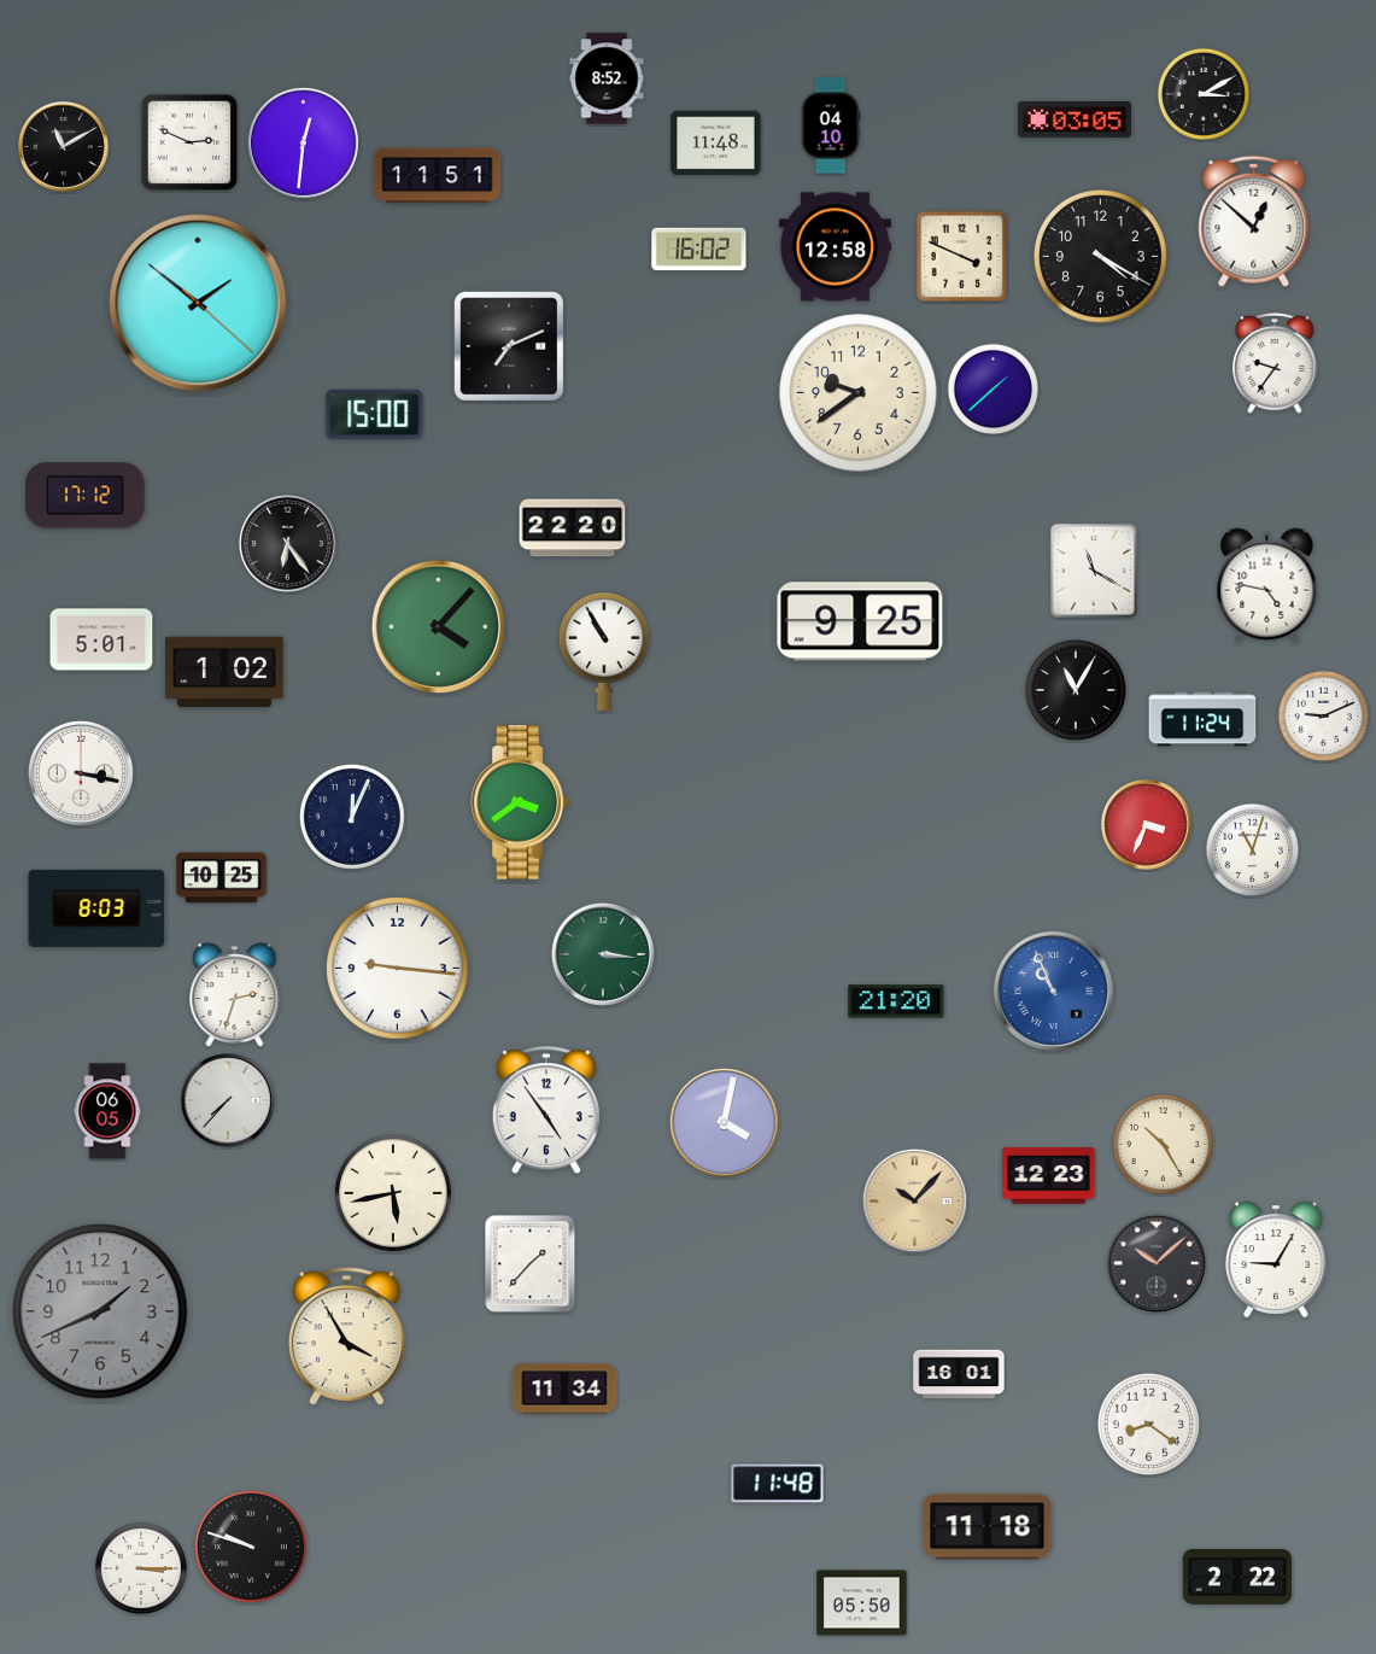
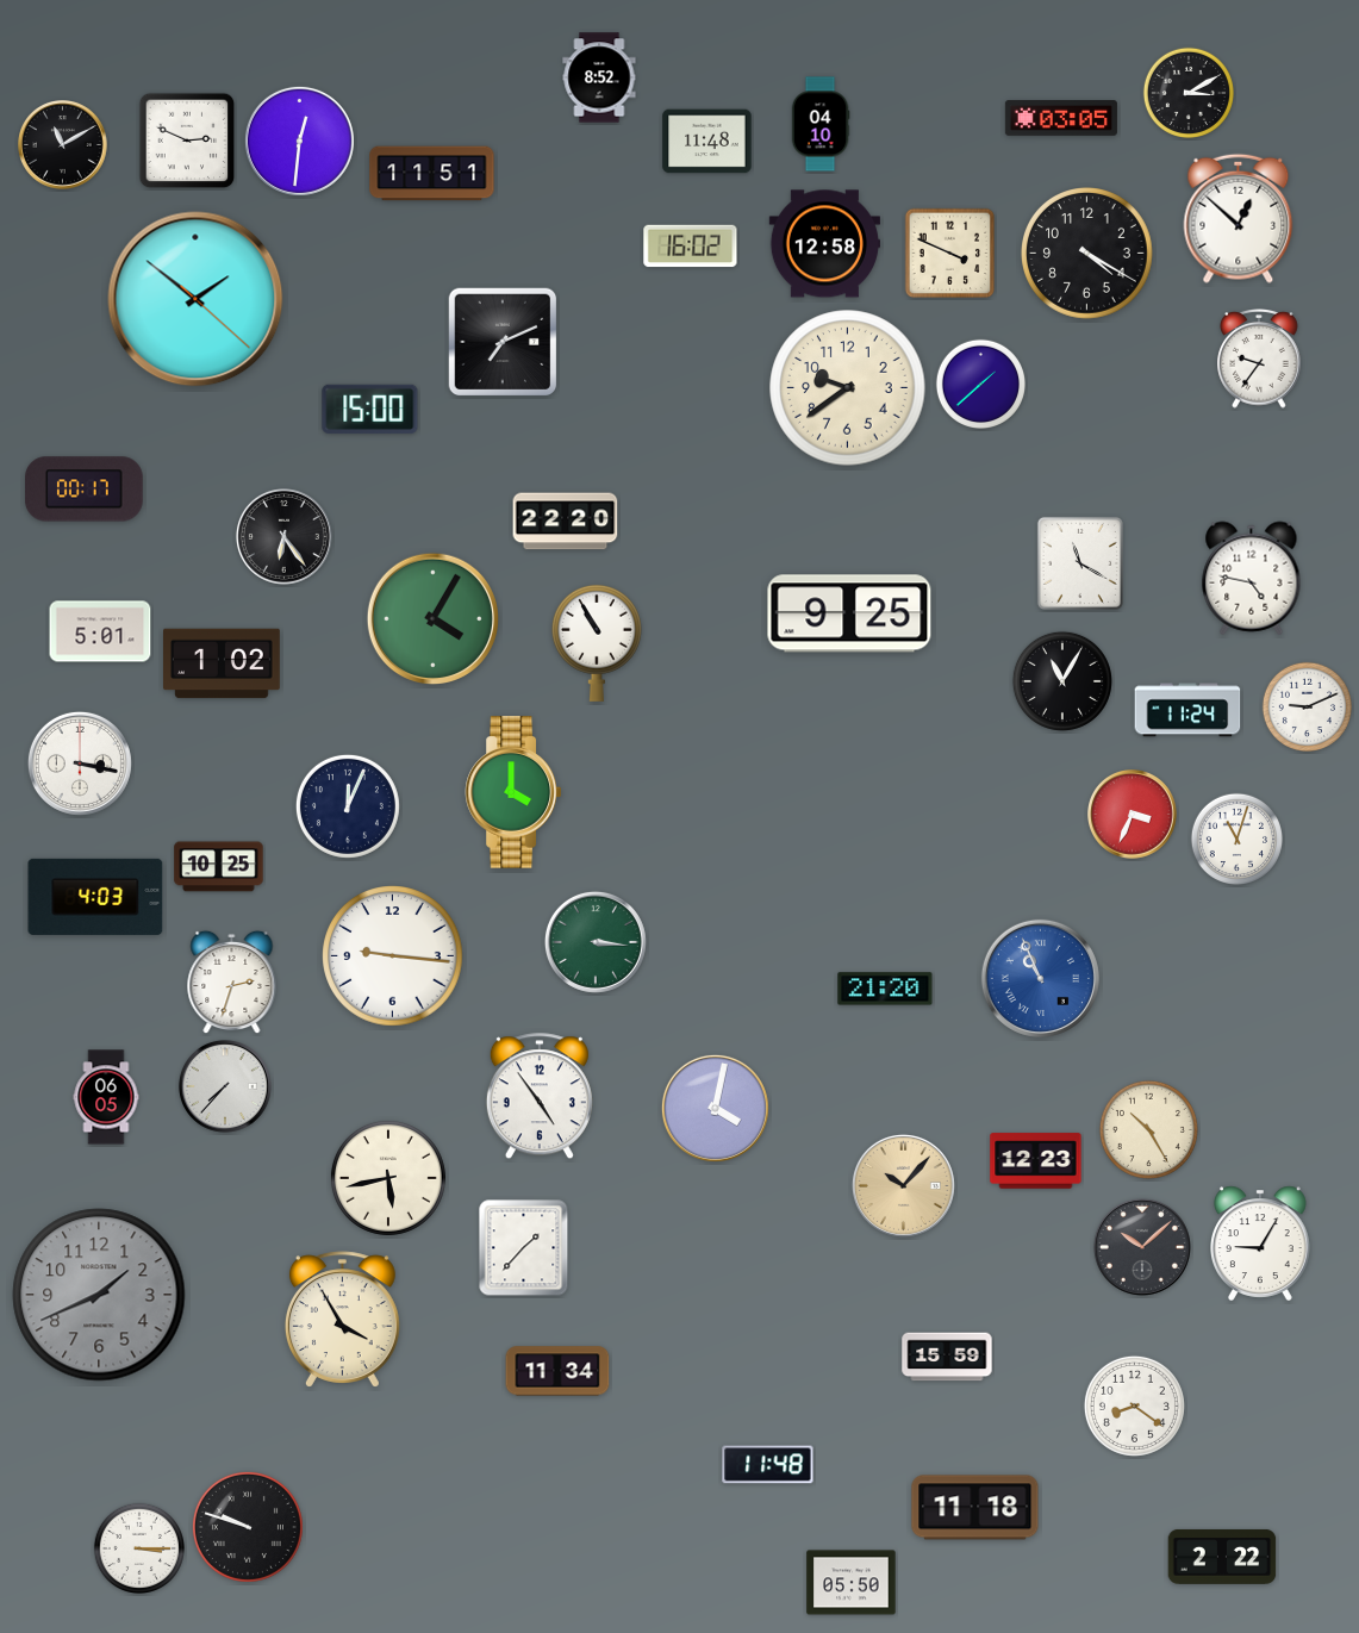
clock at (86, 496): 17:12 -> 00:17
clock at (438, 626): 4:07 -> 4:05
clock at (519, 802): 3:39 -> 4:00
clock at (96, 908): 8:03 -> 4:03
clock at (959, 1374): 16:01 -> 15:59
